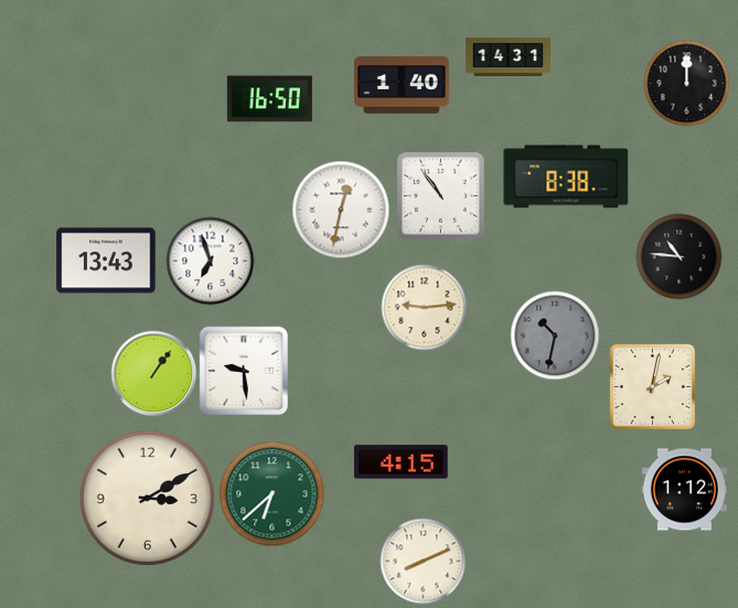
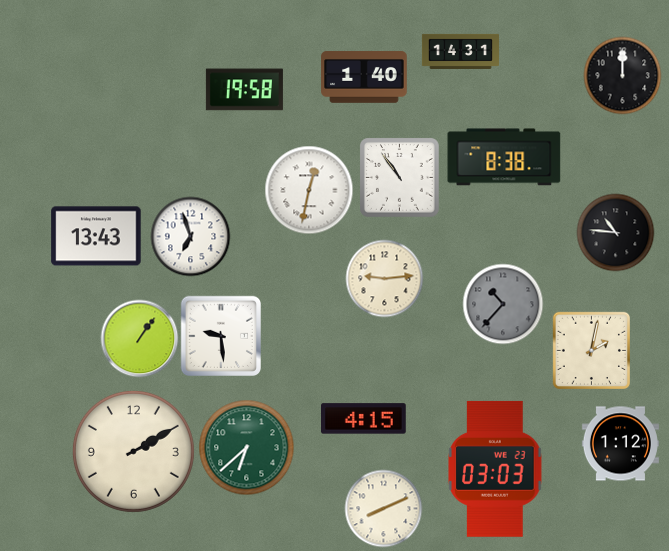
clock at (269, 99): 16:50 -> 19:58
clock at (566, 177) position: (566, 177) -> (504, 157)
clock at (555, 335): 10:32 -> 10:37
clock at (147, 498): 3:10 -> 2:10
clock at (495, 469): none -> 03:03
